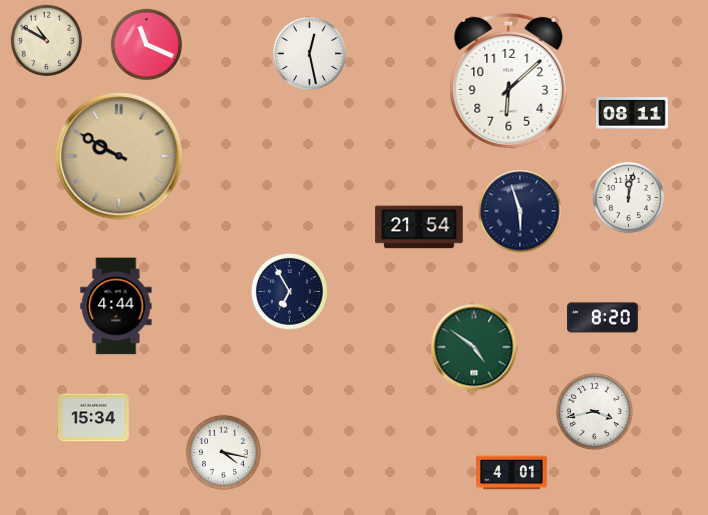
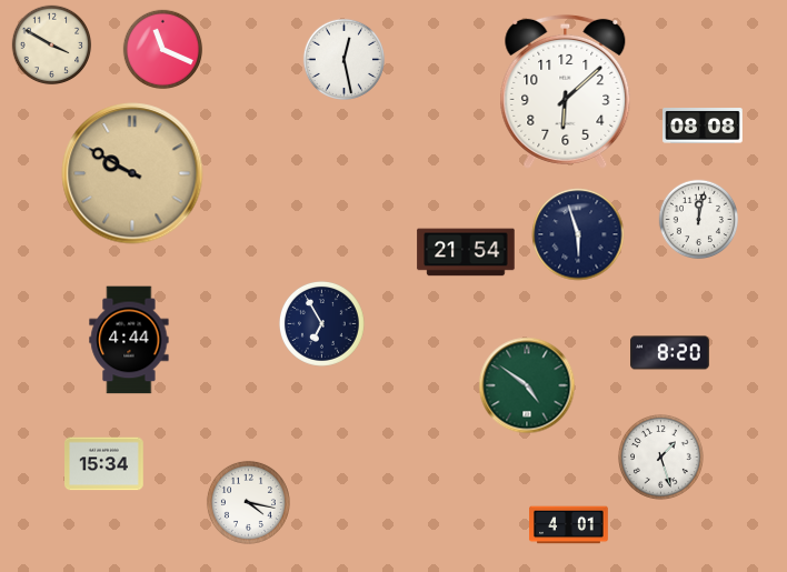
clock at (47, 41): 10:50 -> 3:50
clock at (632, 113): 08:11 -> 08:08
clock at (594, 411): 3:43 -> 1:27
